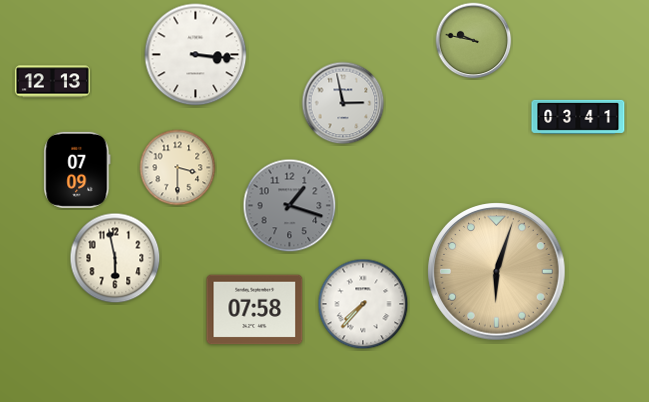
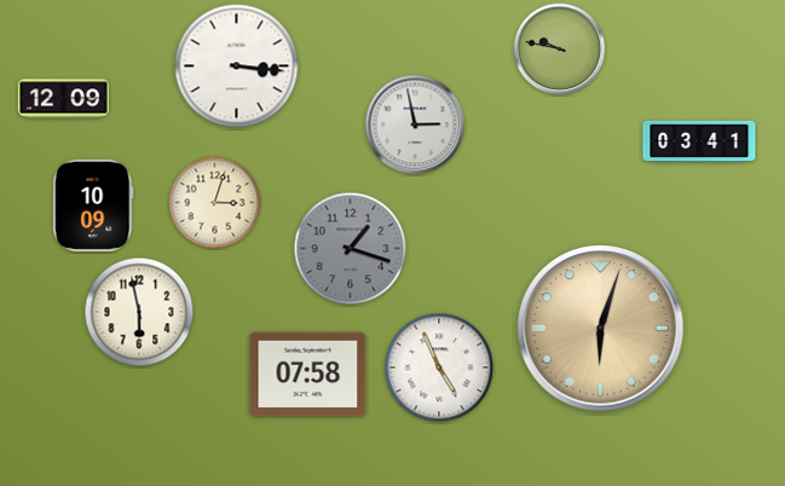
clock at (474, 41) position: (474, 41) -> (560, 50)
clock at (52, 82): 12:13 -> 12:09
clock at (178, 168): 3:30 -> 3:03
clock at (77, 170): 07:09 -> 10:09
clock at (363, 304): 7:37 -> 4:56
